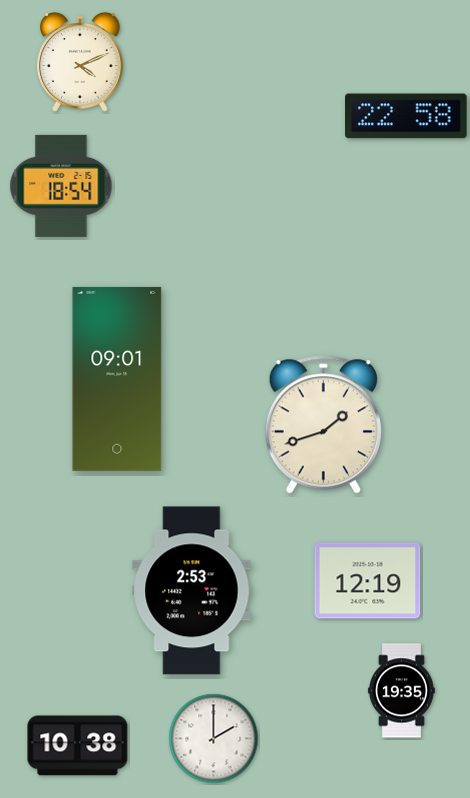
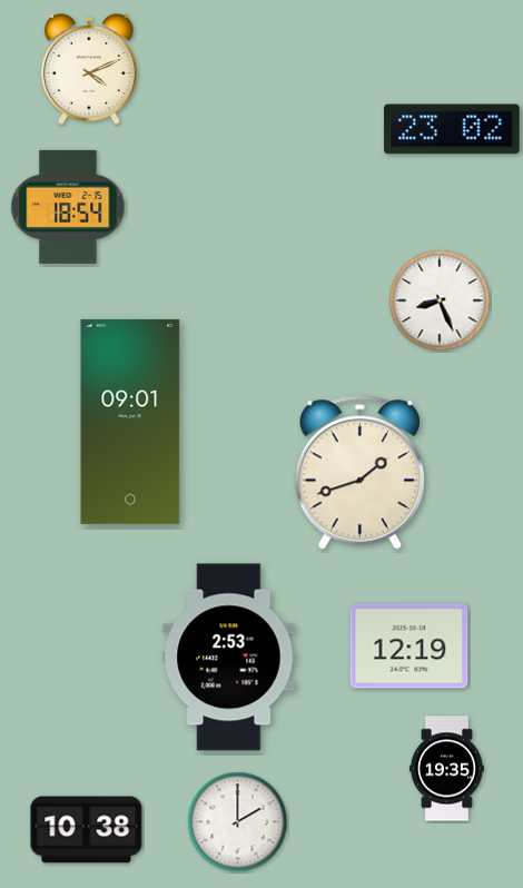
clock at (406, 116): 22:58 -> 23:02
clock at (440, 300): none -> 8:26
clock at (192, 591) position: (192, 591) -> (229, 658)
